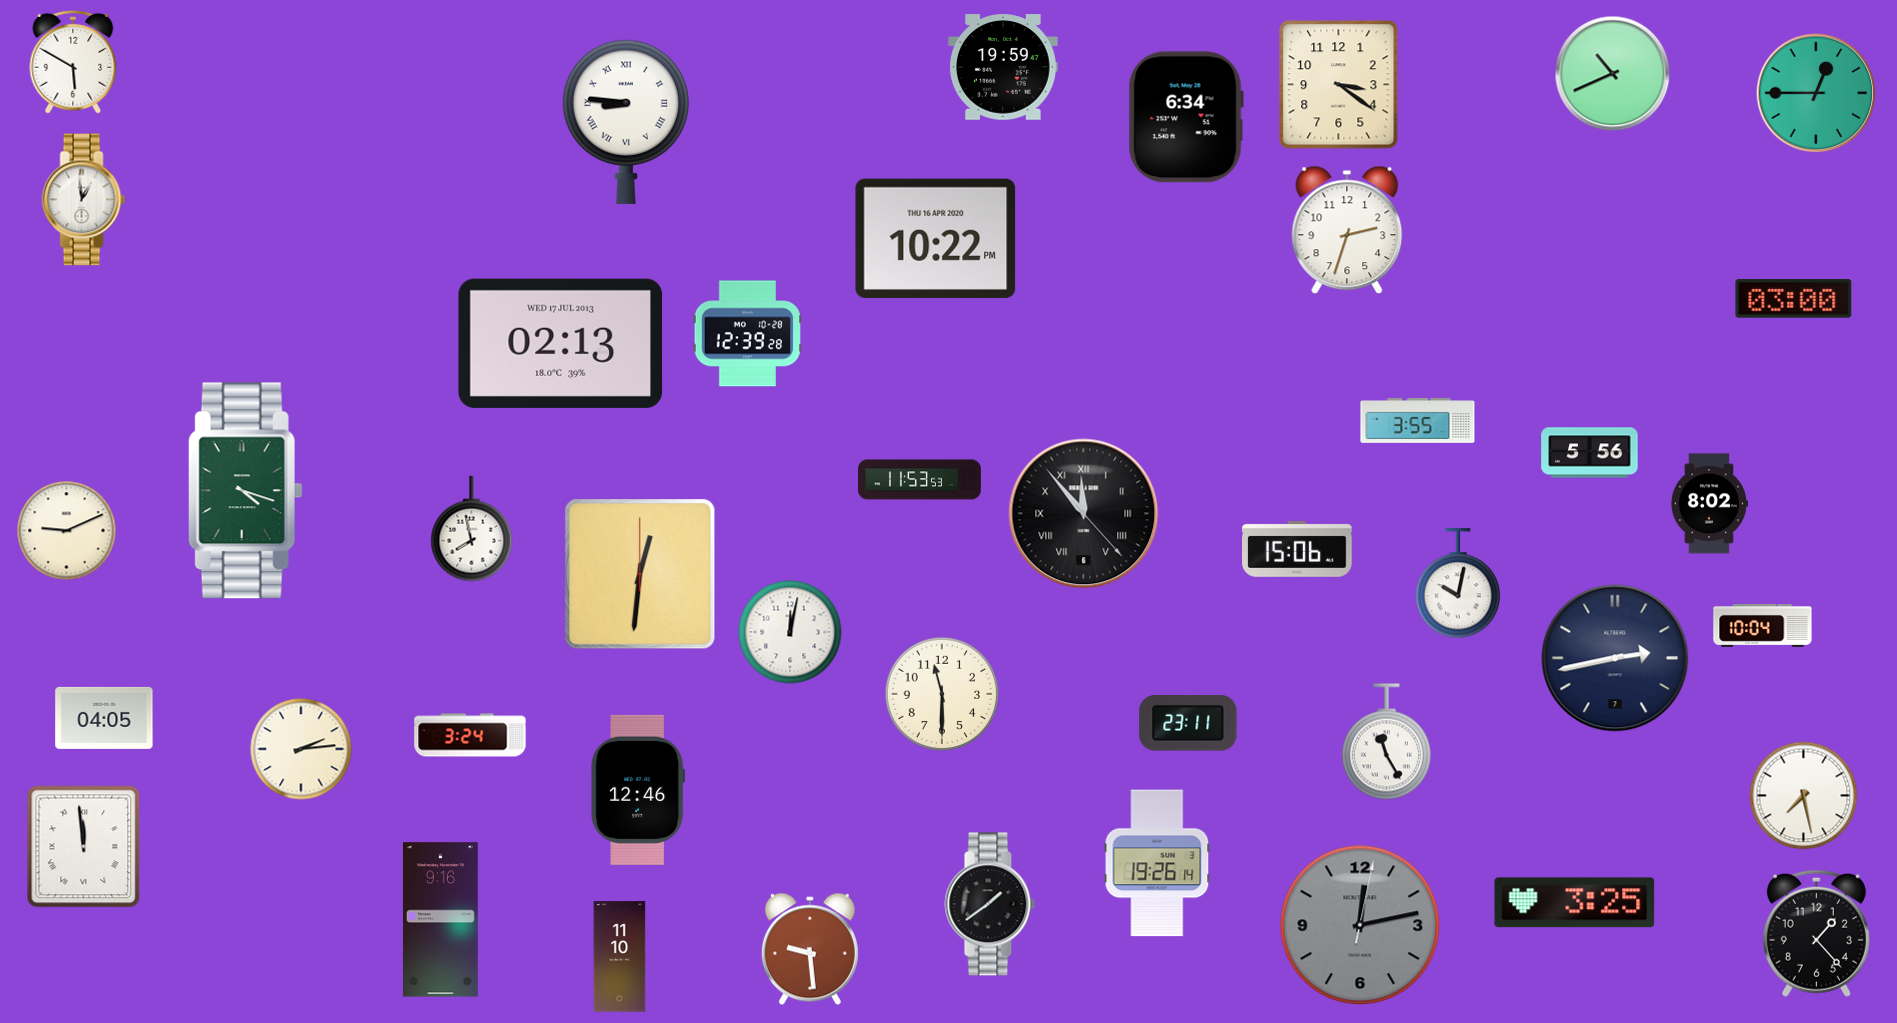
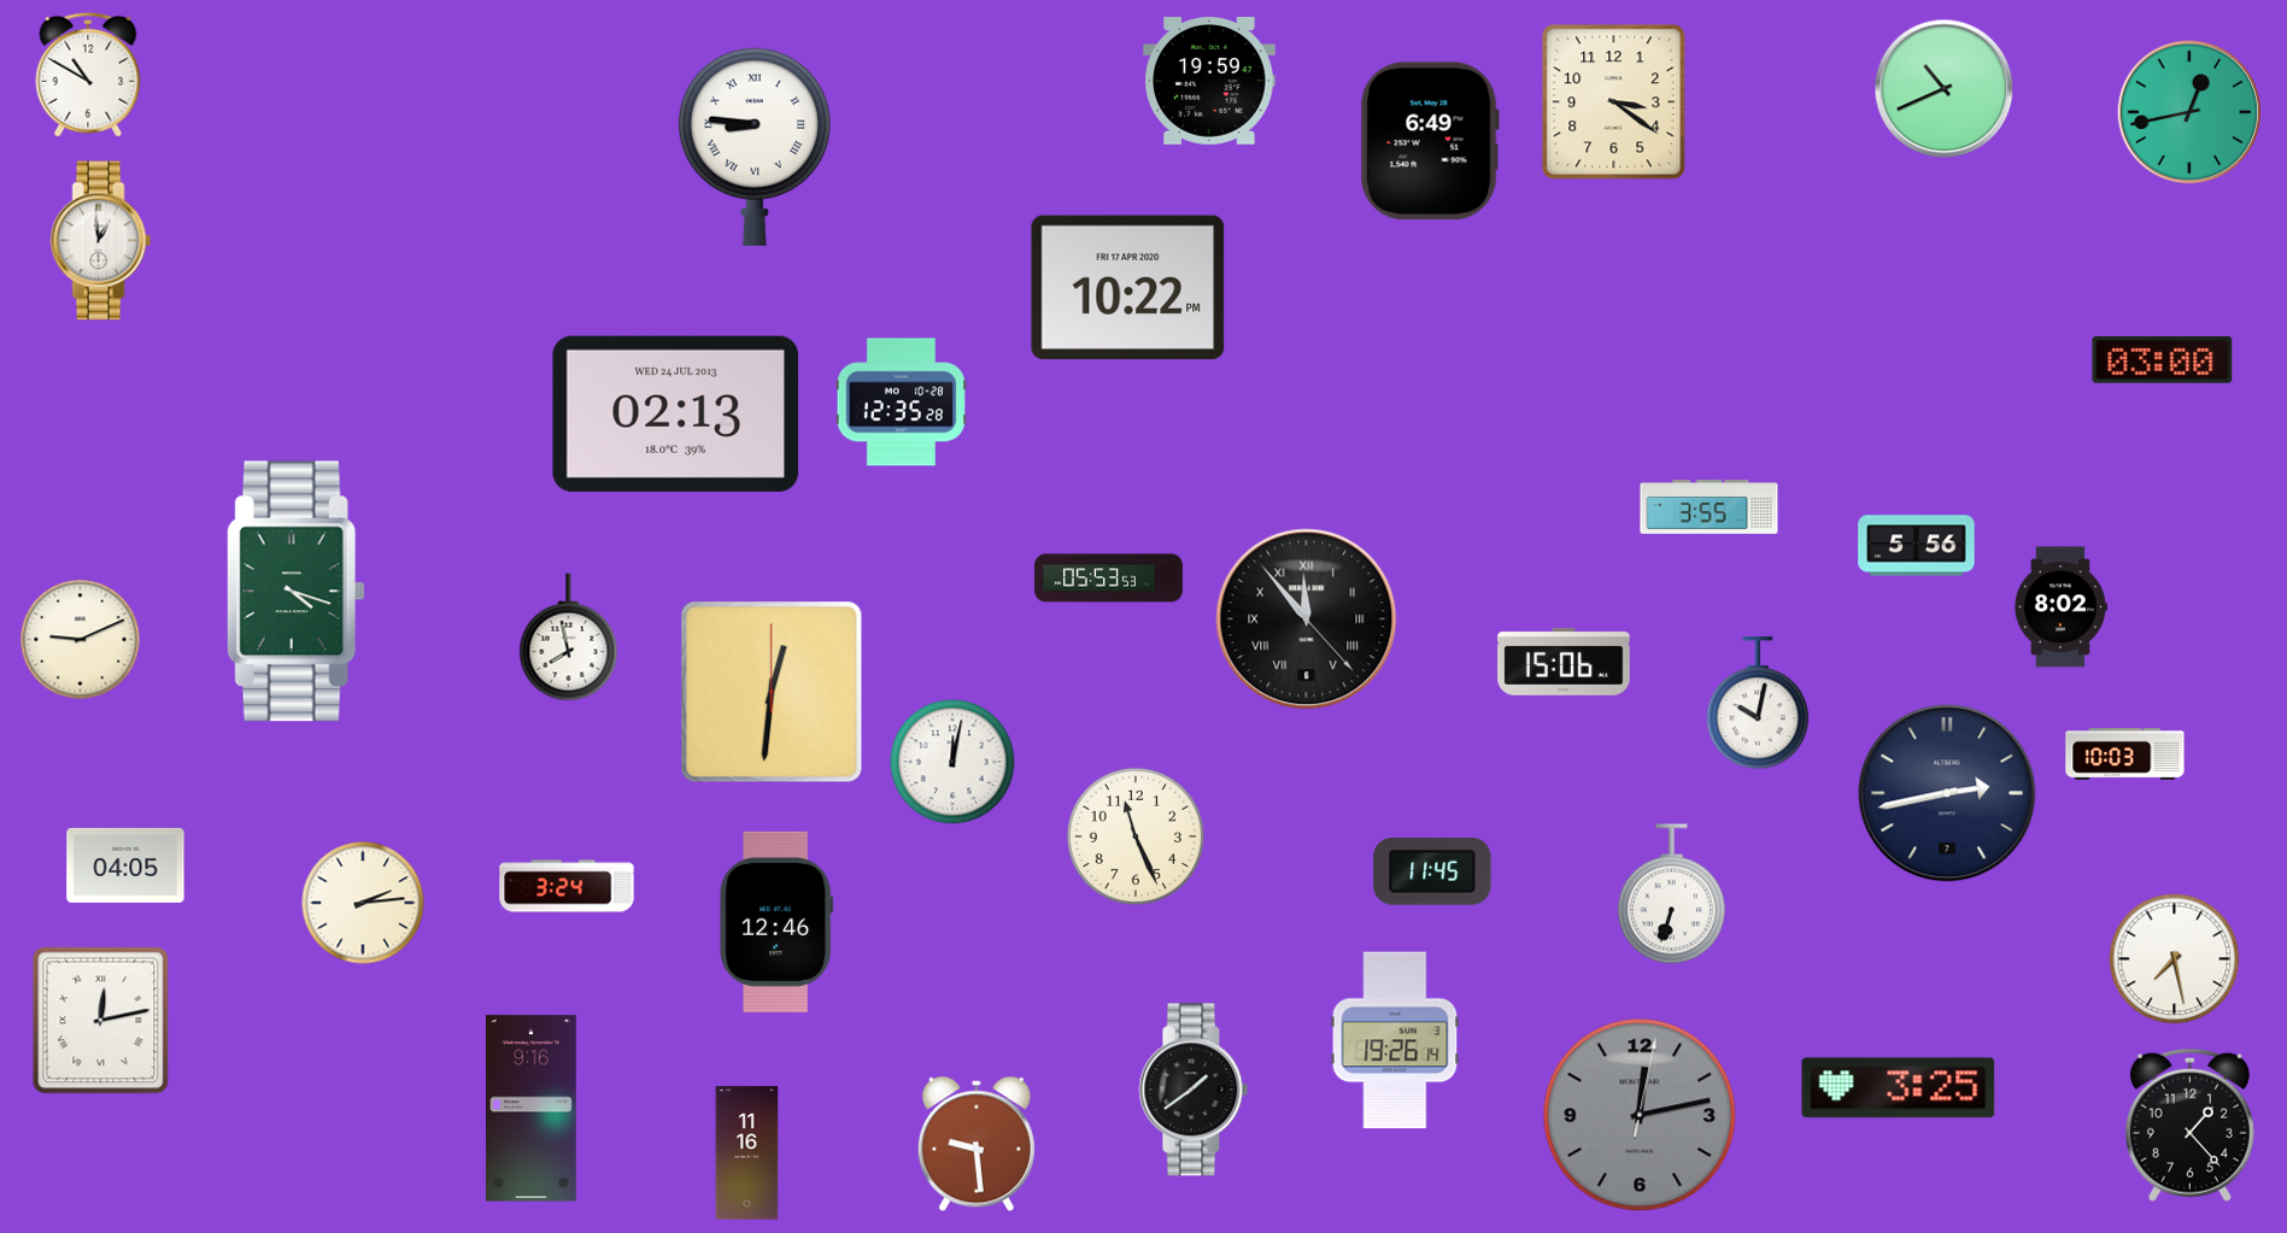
clock at (73, 62): 5:50 -> 10:50
clock at (1816, 93): 12:45 -> 12:43
clock at (1186, 117): 6:34 -> 6:49
clock at (1347, 230): 2:33 -> none
clock at (936, 238) date: THU 16 APR 2020 -> FRI 17 APR 2020
clock at (747, 334): 12:39 -> 12:35
clock at (561, 343) date: WED 17 JUL 2013 -> WED 24 JUL 2013
clock at (920, 480): 11:53 -> 05:53
clock at (1763, 626): 10:04 -> 10:03
clock at (941, 693): 11:30 -> 11:26
clock at (1188, 723): 23:11 -> 11:45
clock at (1386, 742): 11:25 -> 6:33
clock at (638, 790) position: (638, 790) -> (776, 922)
clock at (84, 847): 11:59 -> 12:13
clock at (620, 957): 11:10 -> 11:16
